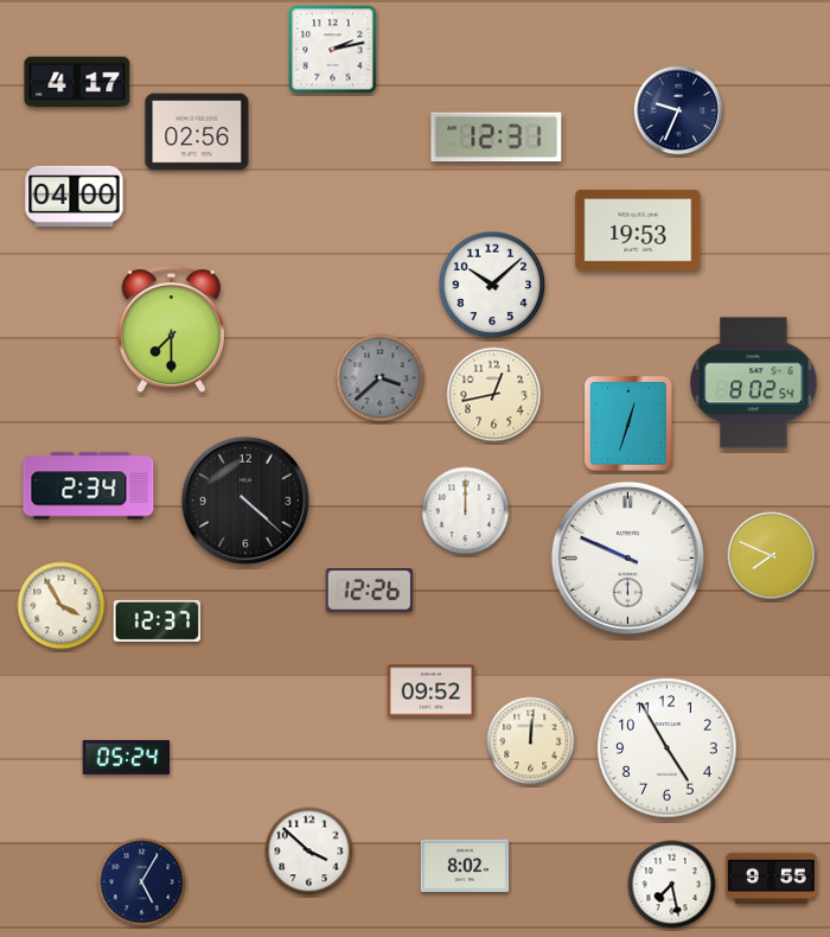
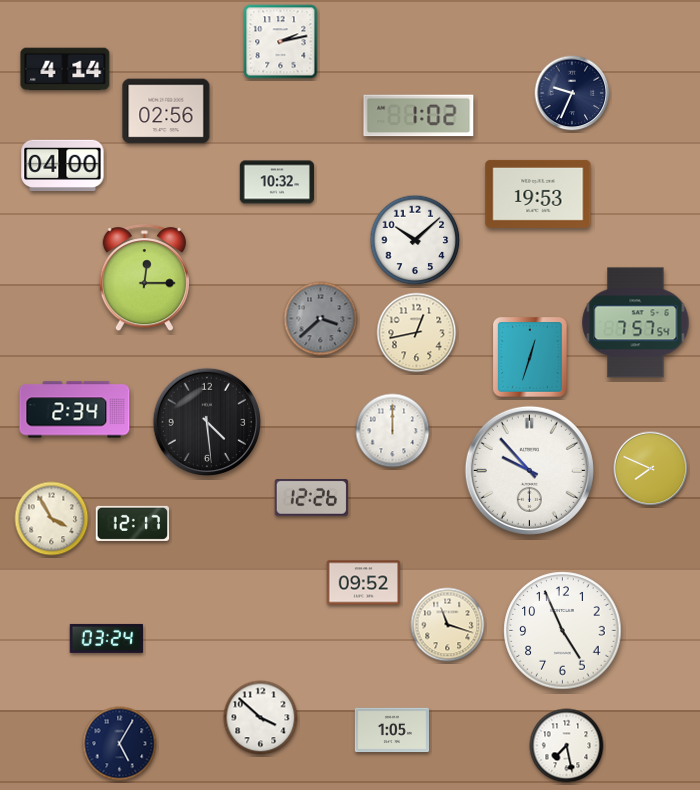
clock at (77, 82): 4:17 -> 4:14
clock at (497, 138): 12:31 -> 1:02
clock at (277, 182): none -> 10:32
clock at (171, 330): 7:30 -> 12:15
clock at (754, 383): 8:02 -> 7:57
clock at (244, 499): 4:22 -> 4:29
clock at (627, 557): 9:49 -> 9:53
clock at (62, 606) position: (62, 606) -> (52, 519)
clock at (158, 620): 12:37 -> 12:17
clock at (531, 741): 12:01 -> 11:18
clock at (668, 748): 4:55 -> 4:56
clock at (127, 757): 05:24 -> 03:24
clock at (465, 866): 8:02 -> 1:05
clock at (771, 879): 9:55 -> none
